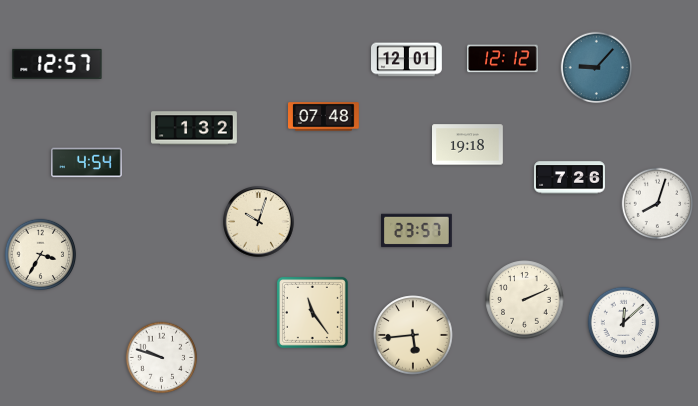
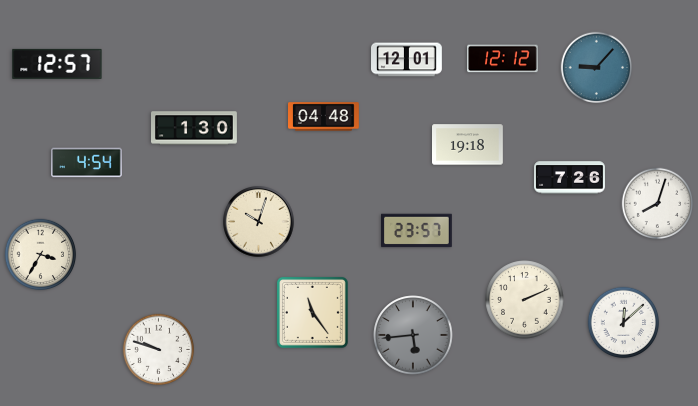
clock at (324, 117): 07:48 -> 04:48
clock at (195, 128): 1:32 -> 1:30
clock at (413, 335) dial: cream -> grey
clock at (162, 358) position: (162, 358) -> (159, 350)
